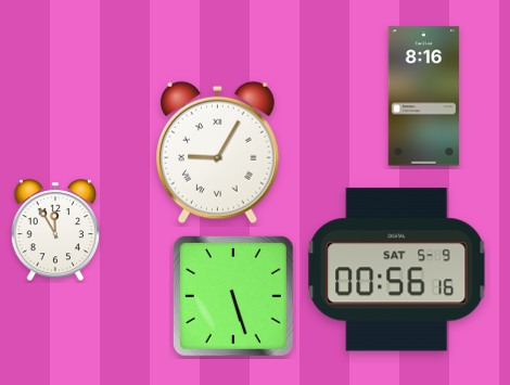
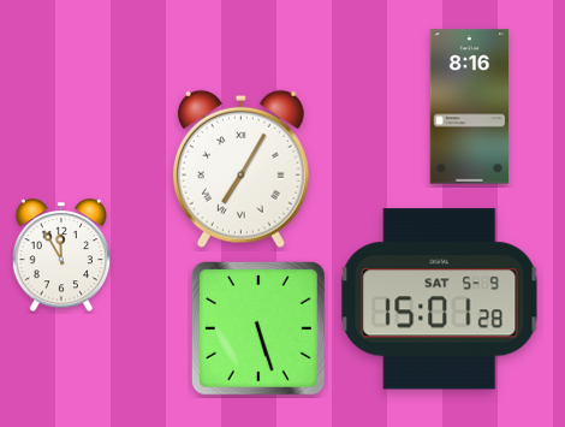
clock at (217, 152): 9:05 -> 7:05
clock at (397, 270): 00:56 -> 15:01
